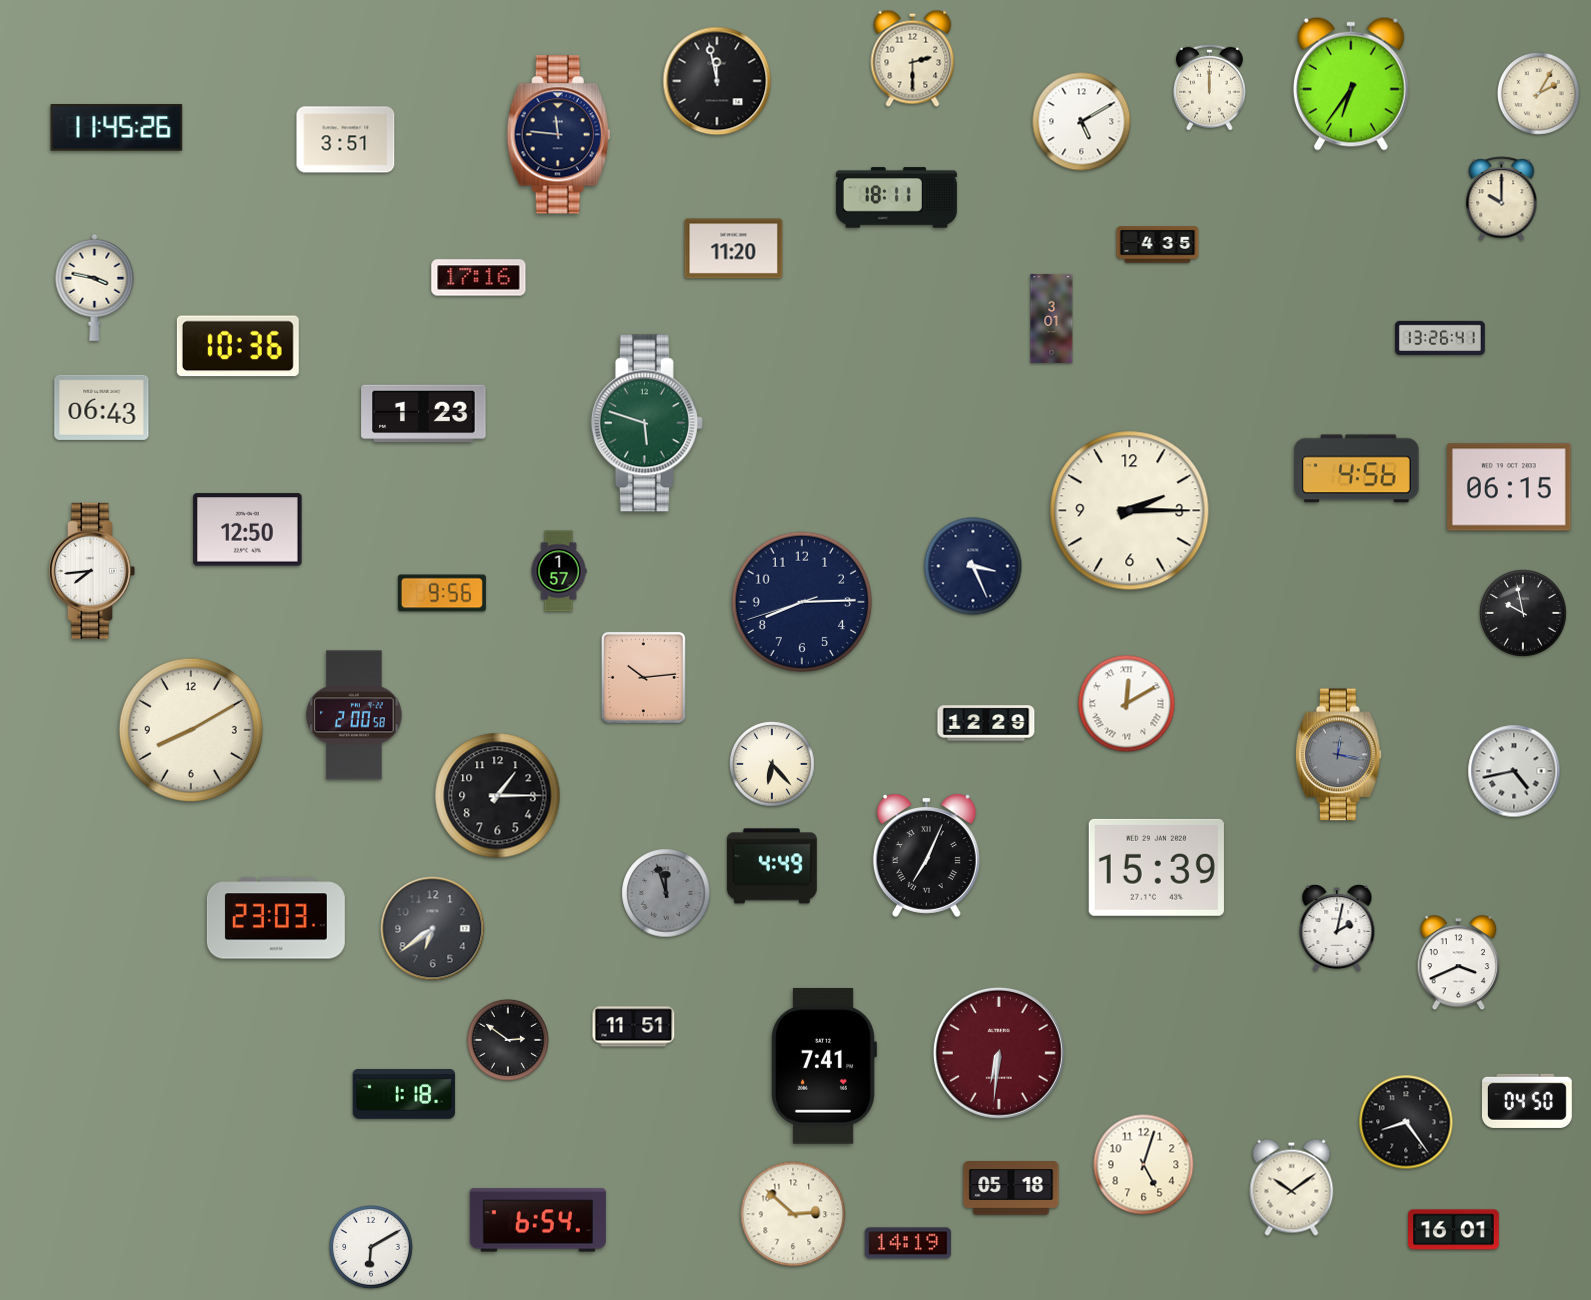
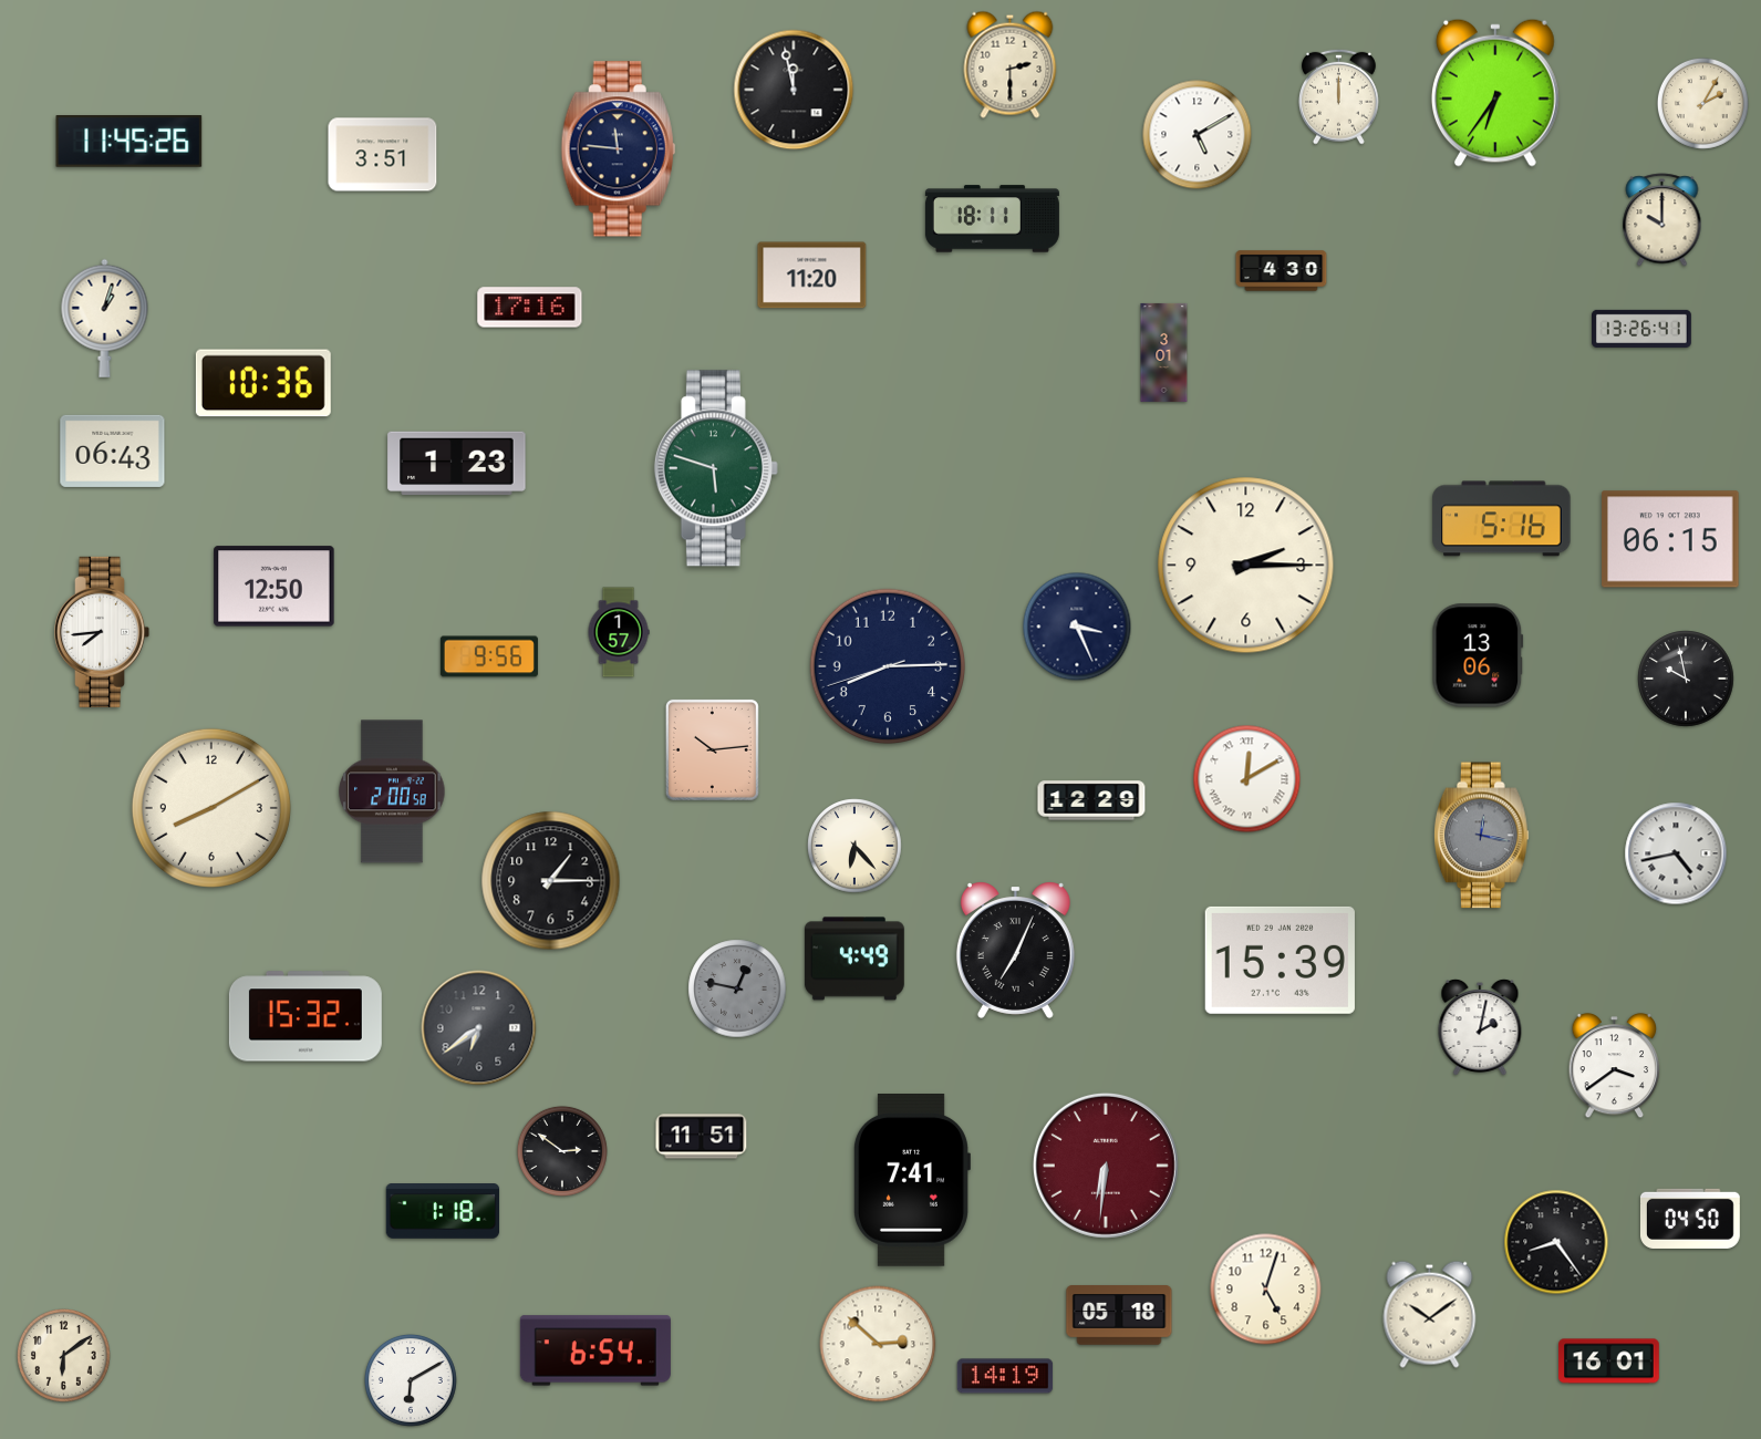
clock at (1158, 245): 4:35 -> 4:30
clock at (95, 287): 3:47 -> 1:03
clock at (1441, 338) position: (1441, 338) -> (1643, 329)
clock at (424, 414) position: (424, 414) -> (457, 464)
clock at (1357, 469): 4:56 -> 5:16
clock at (1130, 511) position: (1130, 511) -> (1246, 566)
clock at (1478, 655): none -> 13:06
clock at (926, 855) position: (926, 855) -> (1015, 950)
clock at (666, 893): 11:57 -> 12:47
clock at (276, 918): 23:03 -> 15:32
clock at (1459, 963): 3:41 -> 3:39
clock at (404, 1095) position: (404, 1095) -> (443, 1212)
clock at (64, 1356): none -> 6:09
